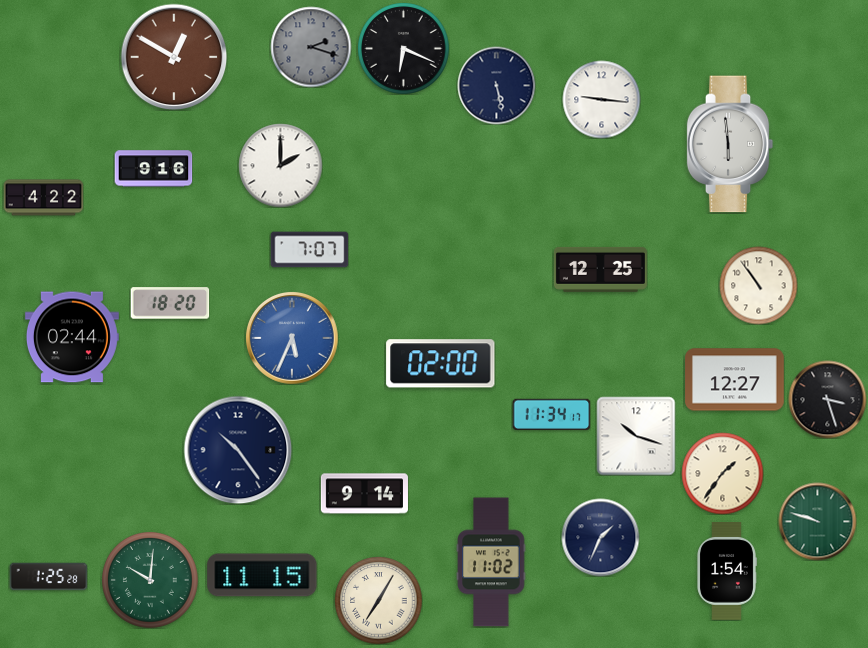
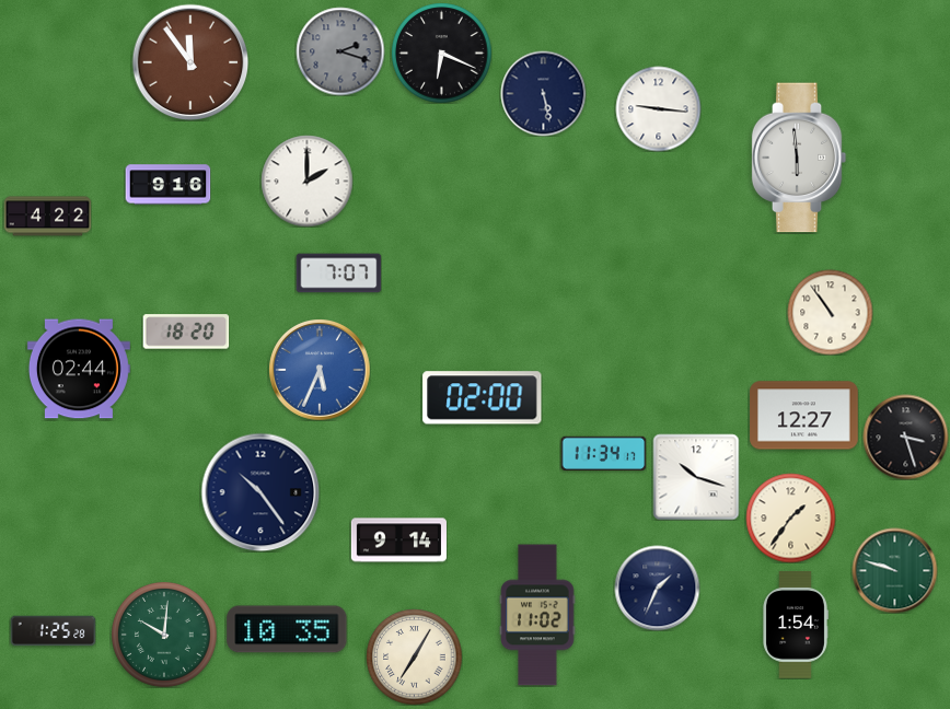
clock at (174, 57): 12:50 -> 11:54
clock at (600, 269): 12:25 -> none
clock at (262, 575): 11:15 -> 10:35
